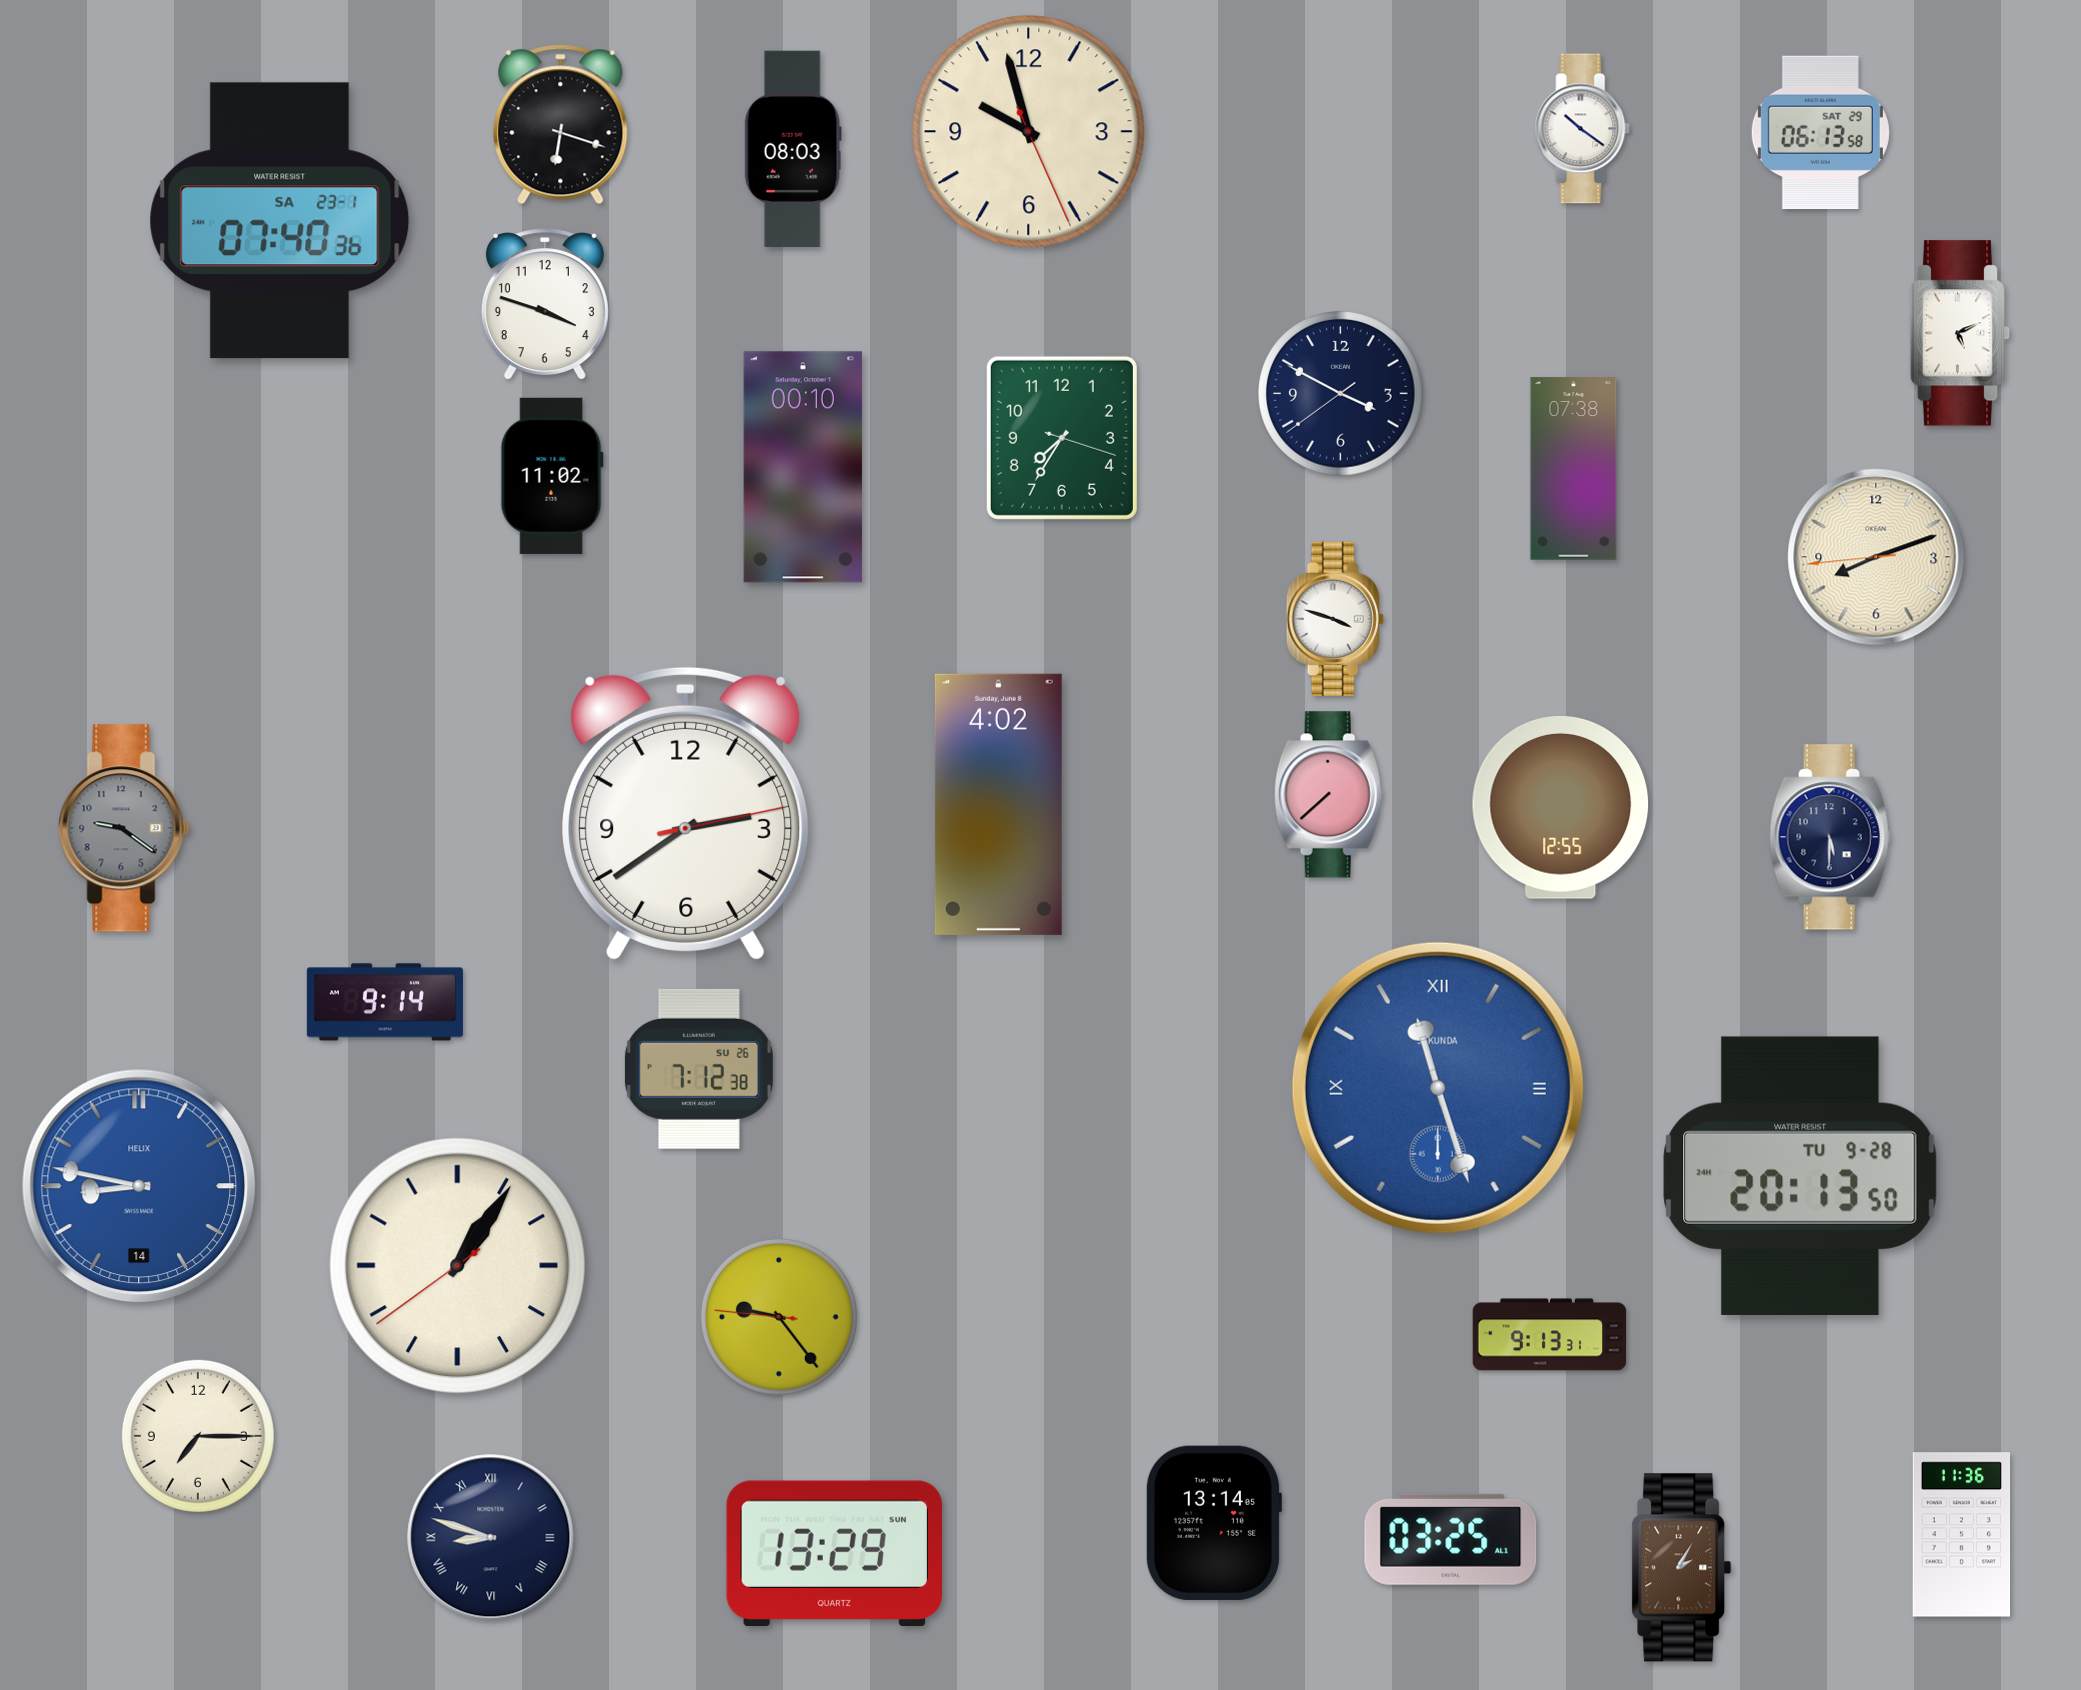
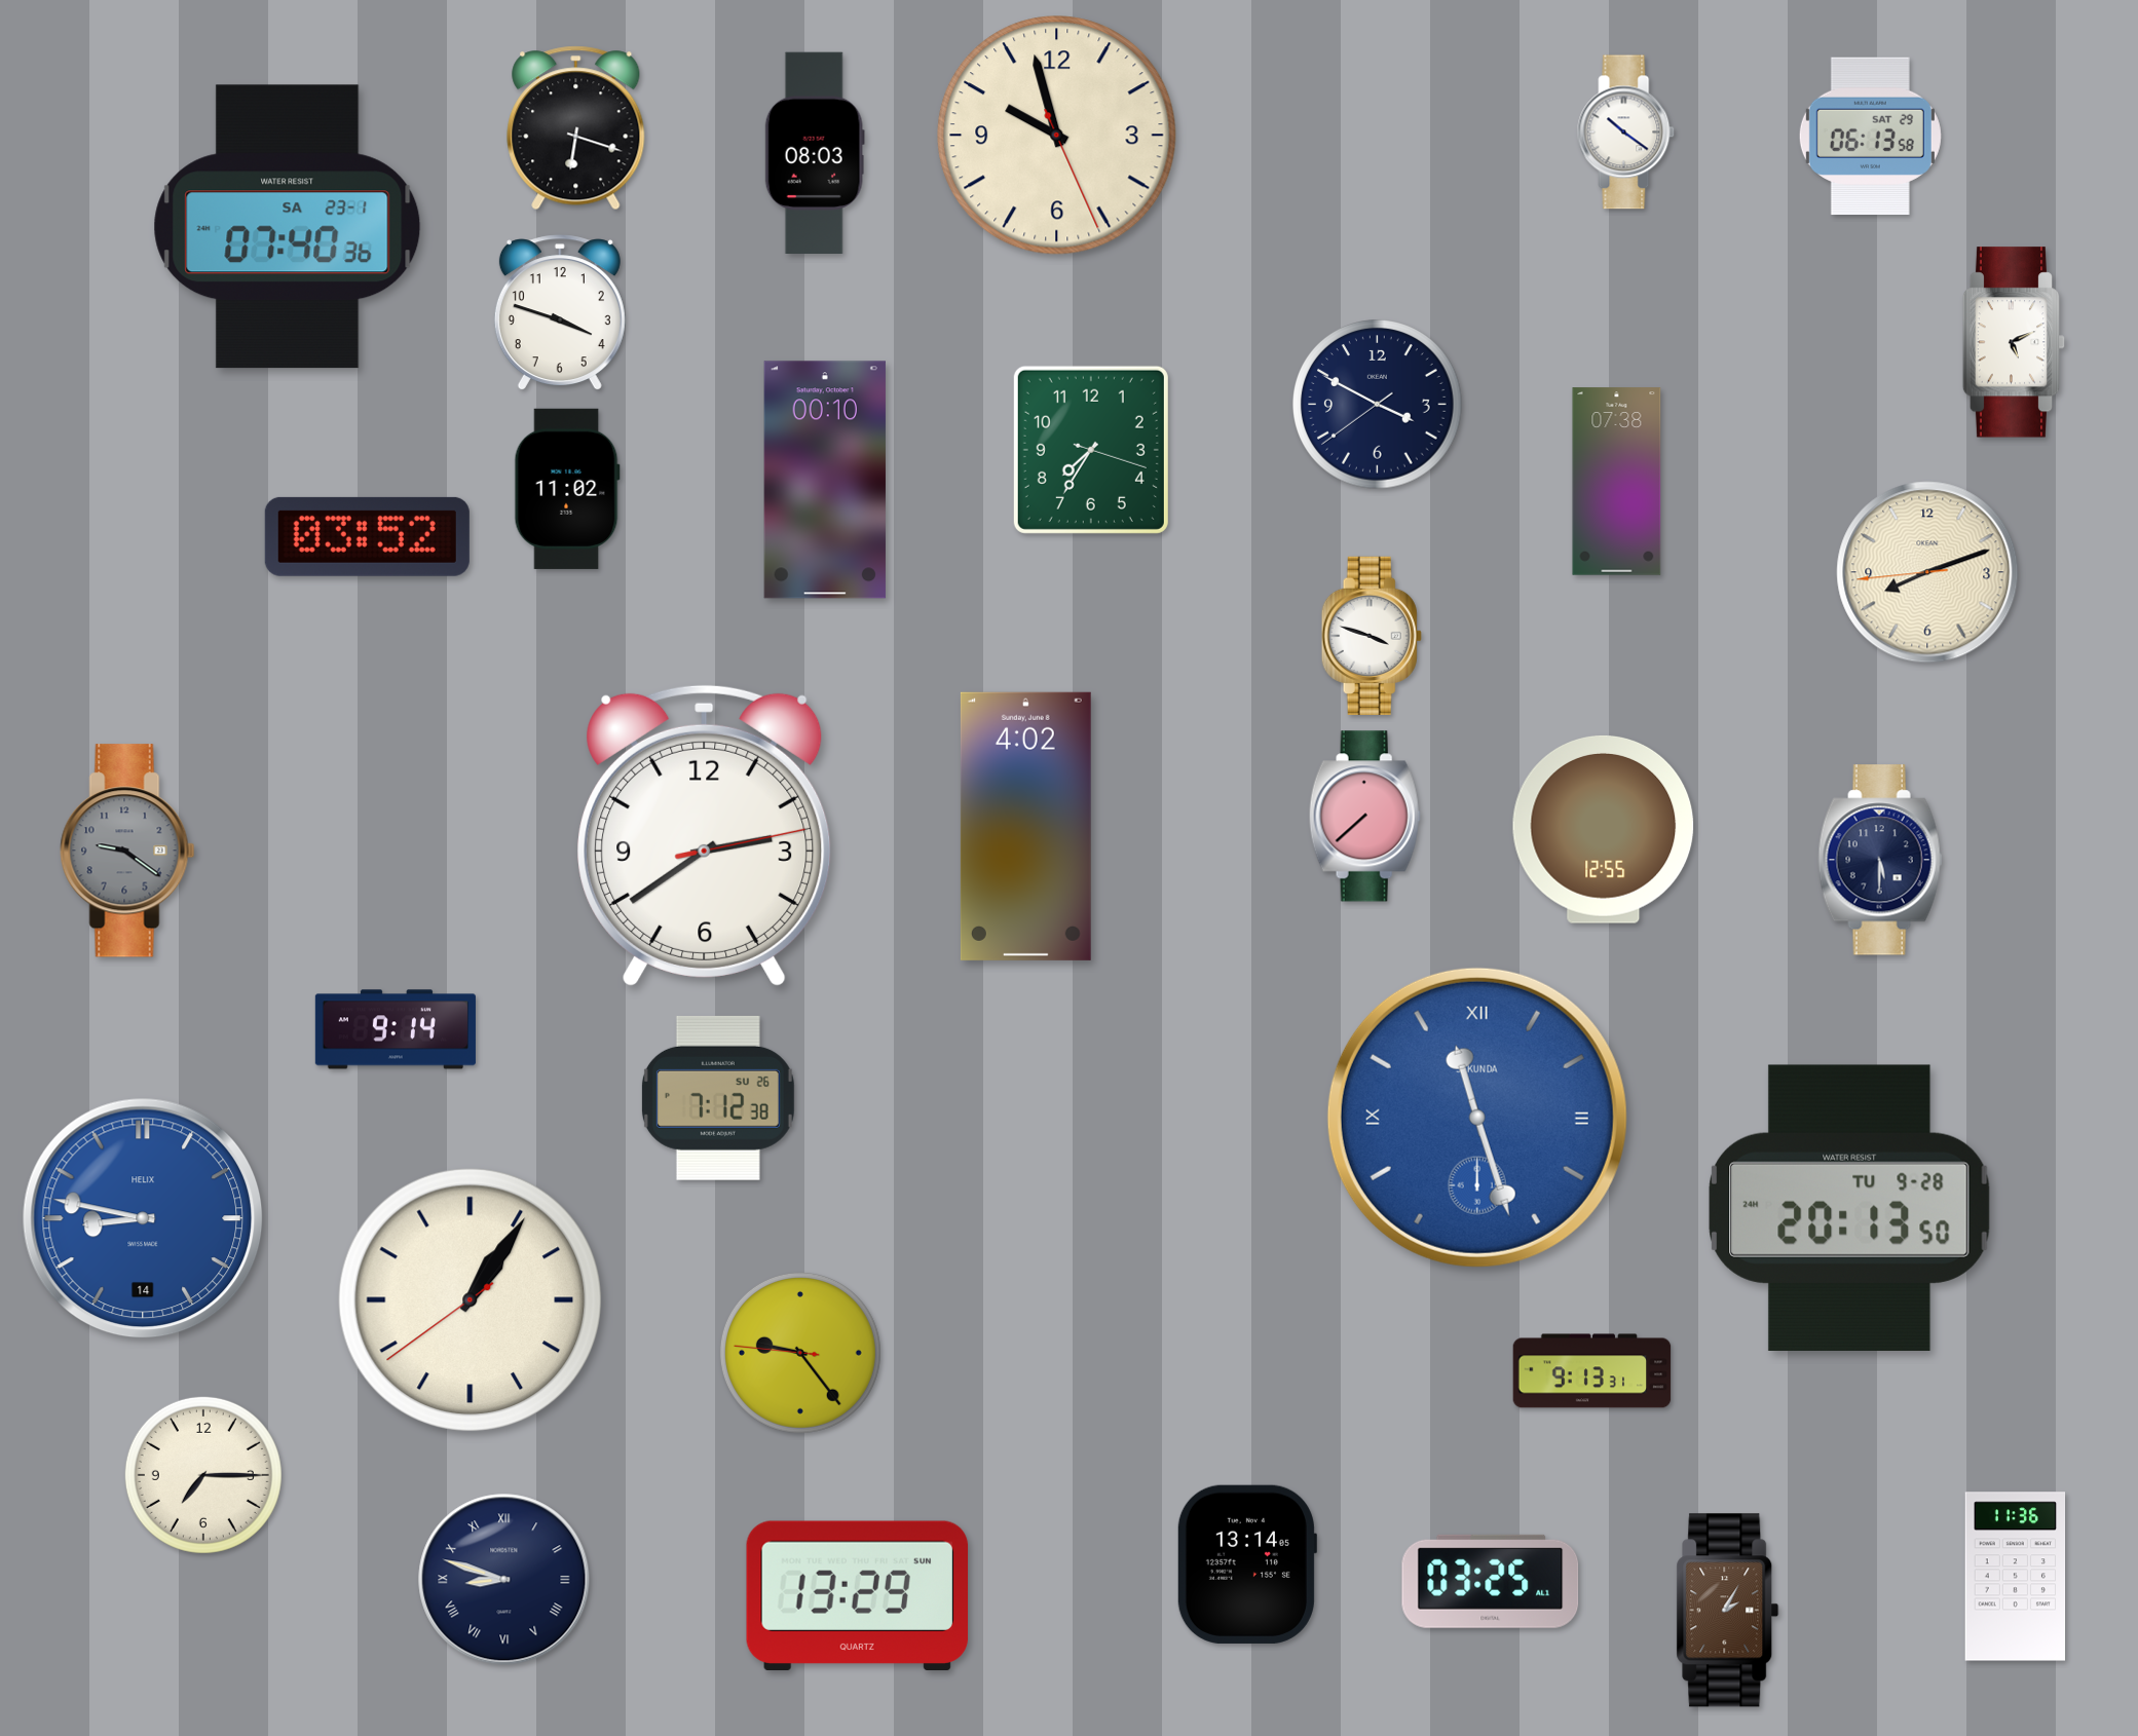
clock at (367, 536): none -> 03:52
